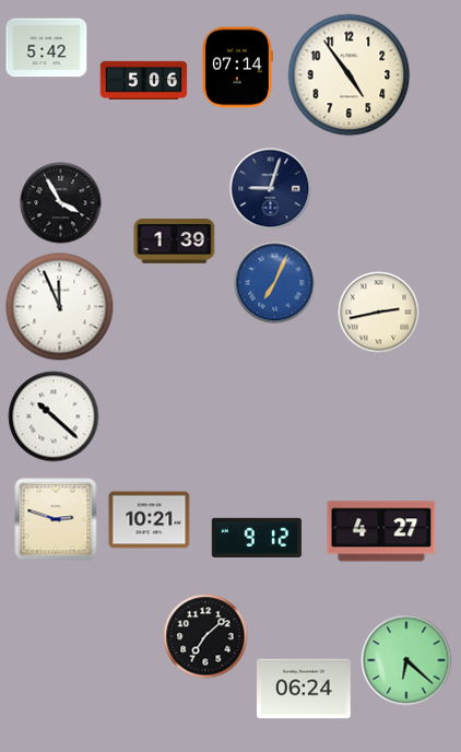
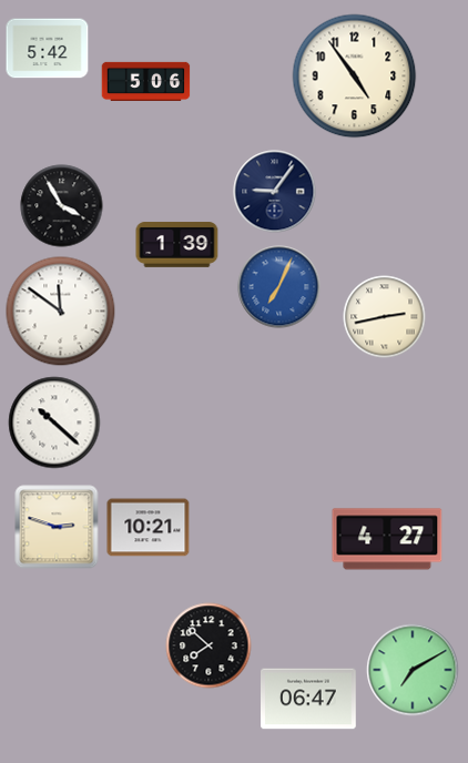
clock at (237, 68): 07:14 -> none
clock at (271, 189): 9:03 -> 9:06
clock at (60, 307): 11:56 -> 11:51
clock at (150, 520) position: (150, 520) -> (149, 528)
clock at (257, 538): 9:12 -> none
clock at (205, 636): 7:08 -> 7:52
clock at (406, 660): 6:22 -> 7:10
clock at (305, 689): 06:24 -> 06:47
